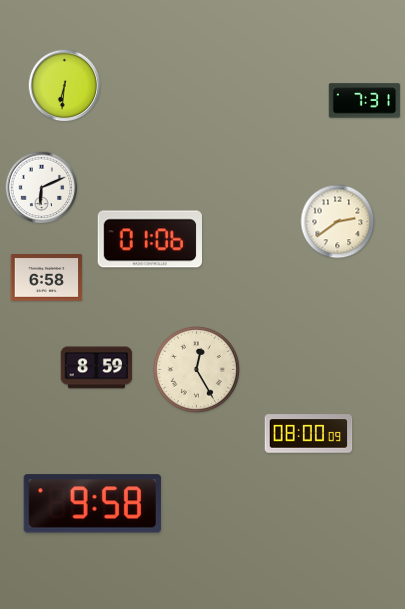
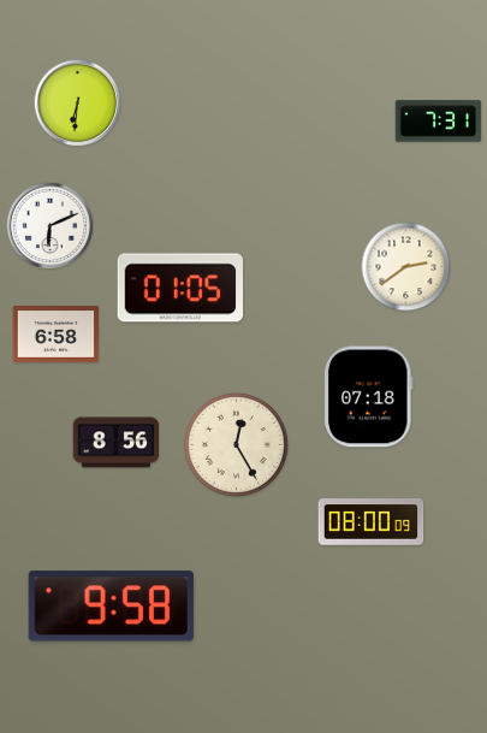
clock at (149, 239): 01:06 -> 01:05
clock at (369, 397): none -> 07:18
clock at (97, 368): 8:59 -> 8:56
